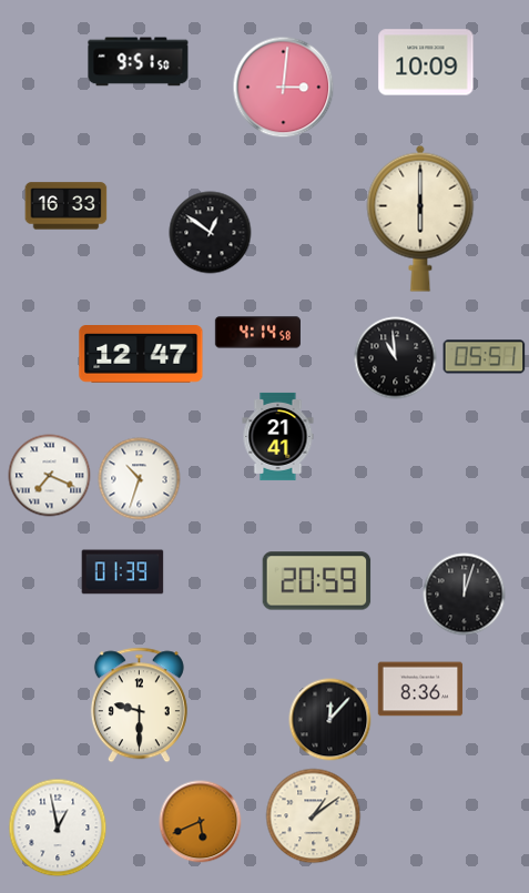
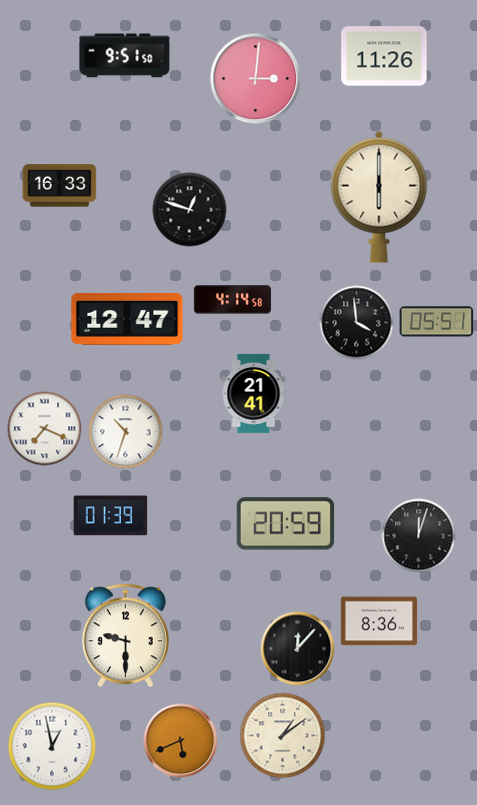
clock at (426, 62): 10:09 -> 11:26
clock at (211, 233): 12:51 -> 12:48
clock at (396, 358): 10:59 -> 3:59
clock at (278, 436) position: (278, 436) -> (254, 393)
